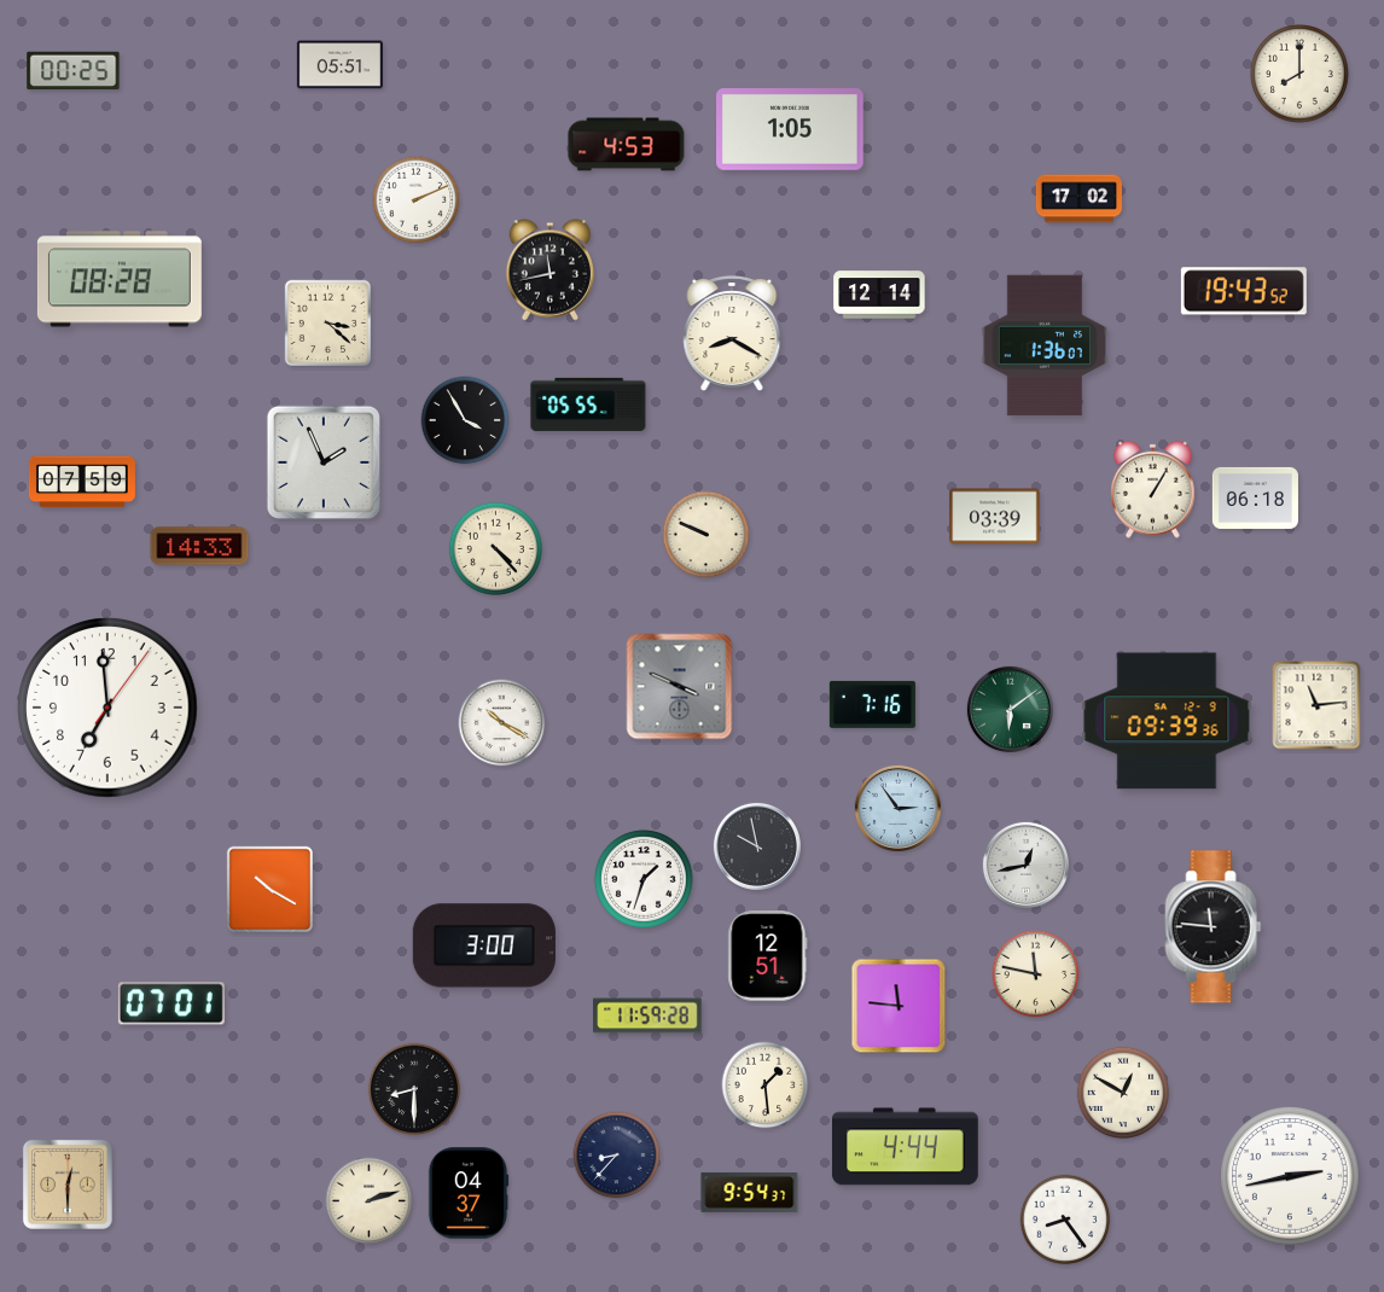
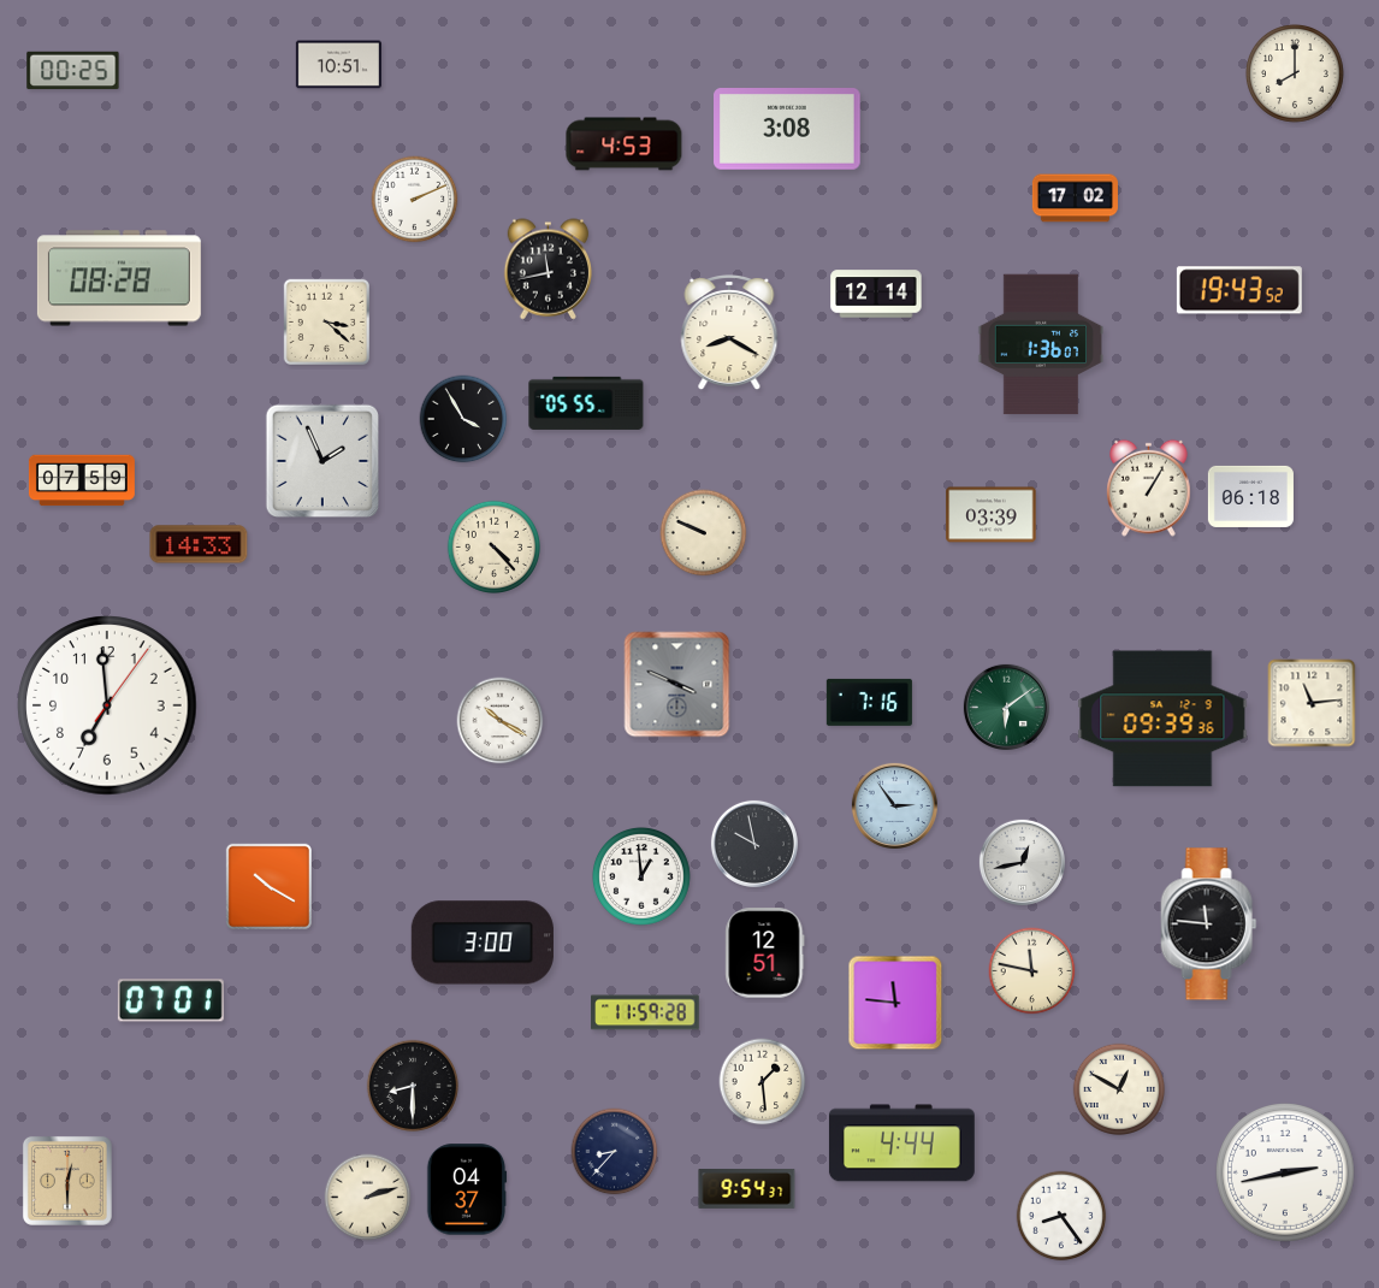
clock at (339, 65): 05:51 -> 10:51
clock at (790, 130): 1:05 -> 3:08
clock at (644, 879): 1:33 -> 12:59
